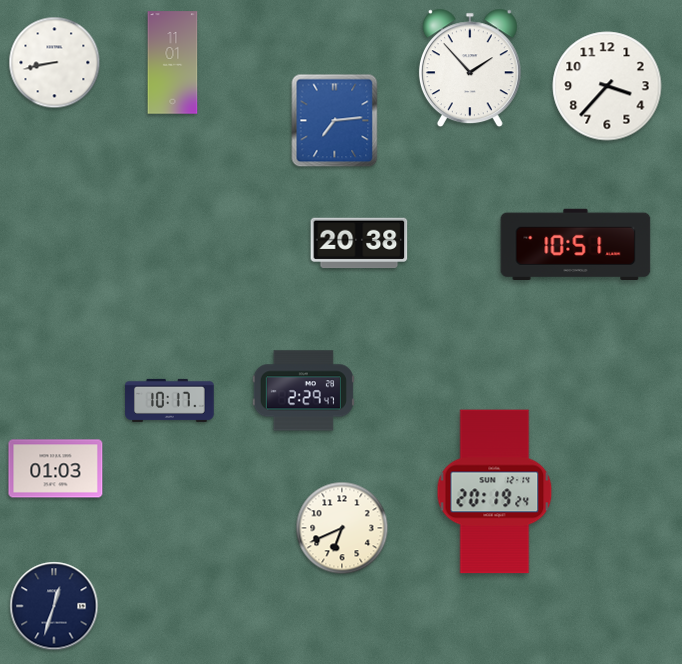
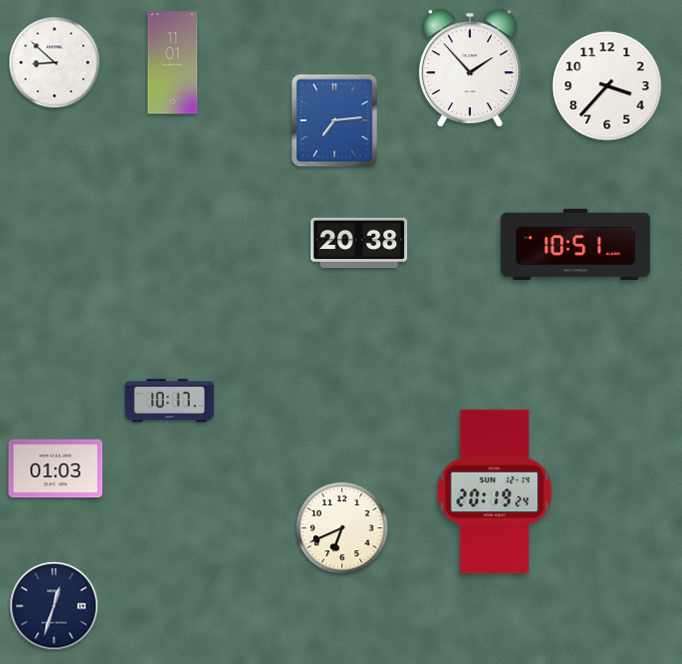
clock at (55, 63): 8:43 -> 8:52
clock at (303, 391): 2:29 -> none
